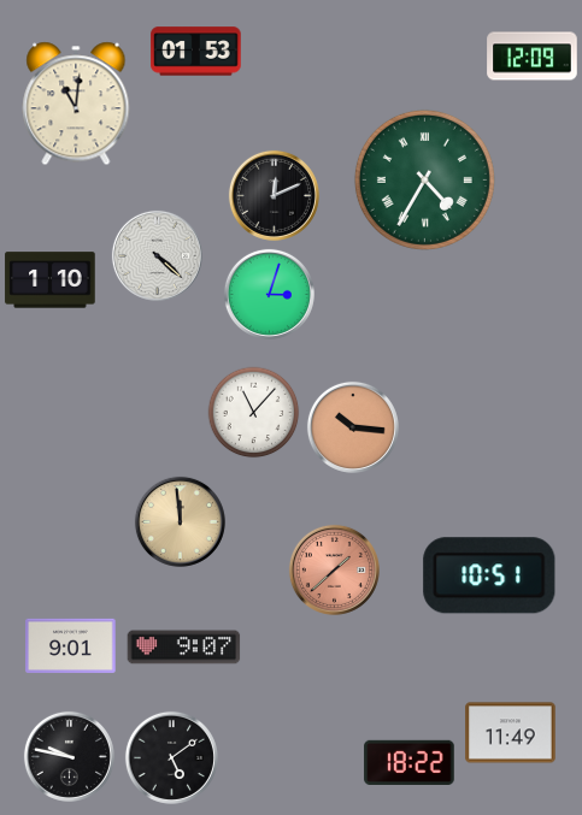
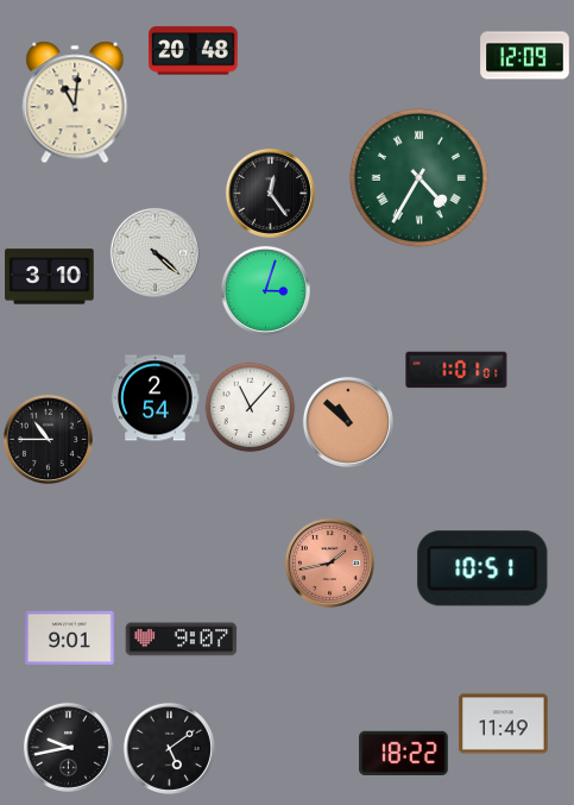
clock at (196, 52): 01:53 -> 20:48
clock at (274, 195): 12:11 -> 12:24
clock at (51, 280): 1:10 -> 3:10
clock at (456, 370): none -> 1:01
clock at (156, 398): none -> 2:54
clock at (353, 427): 10:16 -> 10:52
clock at (48, 439): none -> 10:45
clock at (180, 521): 11:59 -> none
clock at (334, 569): 1:38 -> 1:43
clock at (69, 756): 9:47 -> 9:43
